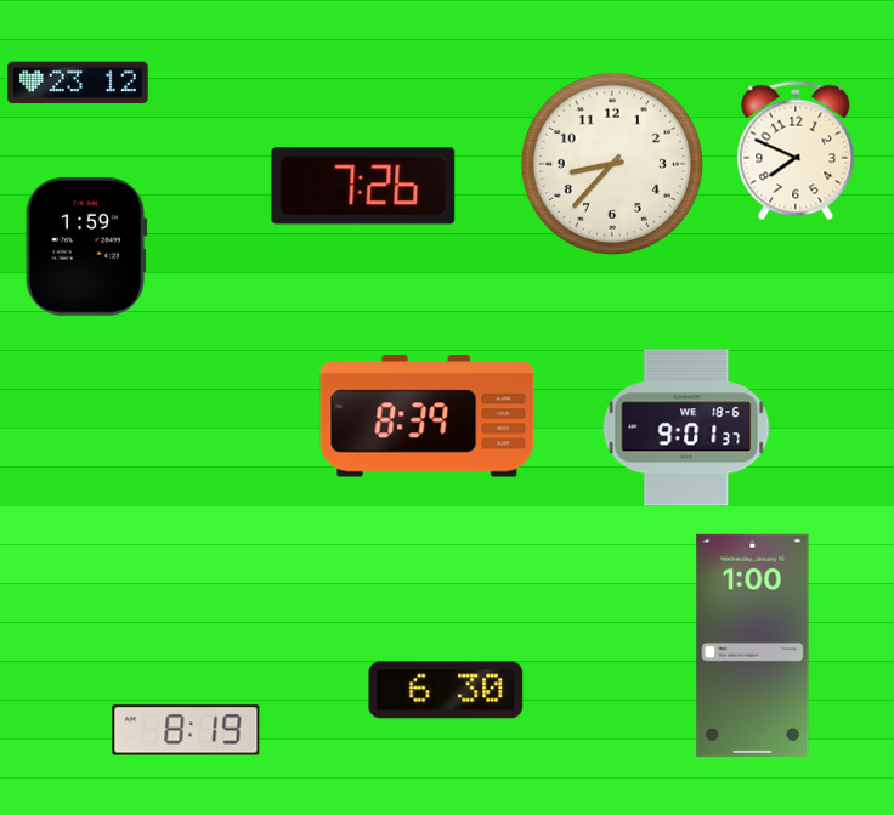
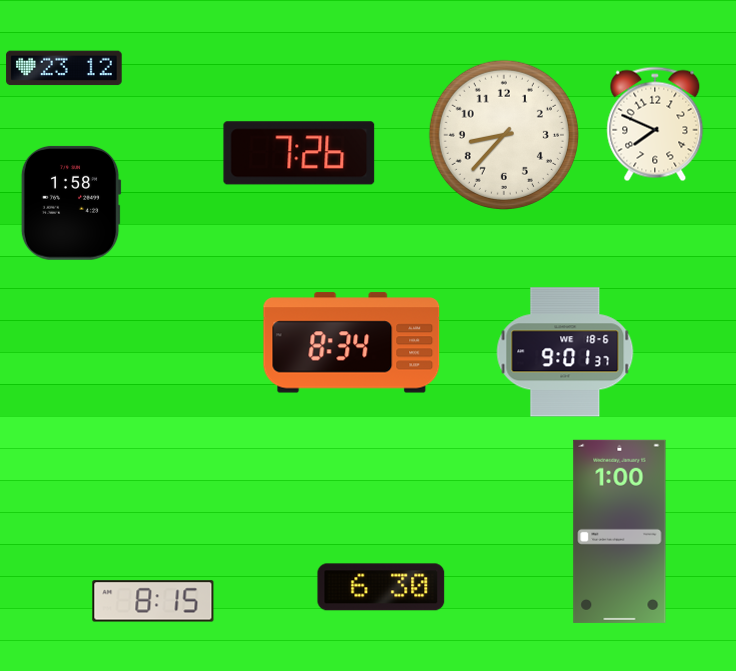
clock at (86, 247): 1:59 -> 1:58
clock at (428, 417): 8:39 -> 8:34
clock at (446, 690) position: (446, 690) -> (381, 587)
clock at (186, 730): 8:19 -> 8:15
